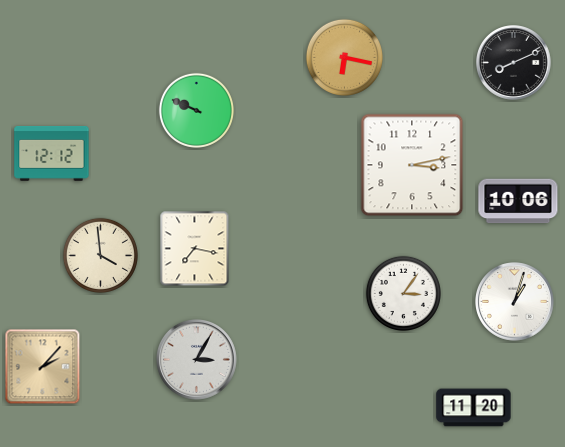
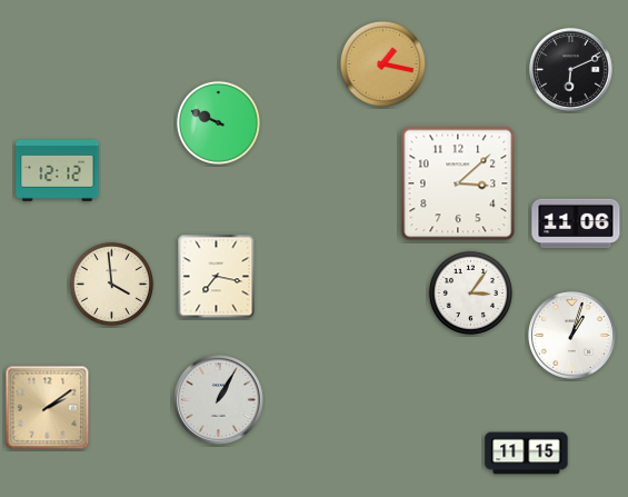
clock at (344, 57): 6:17 -> 1:17
clock at (514, 63): 8:11 -> 6:11
clock at (412, 165): 3:13 -> 3:08
clock at (518, 201): 10:06 -> 11:06
clock at (403, 293) position: (403, 293) -> (470, 292)
clock at (197, 360): 3:05 -> 1:05
clock at (43, 367): 2:07 -> 2:09
clock at (474, 408): 11:20 -> 11:15
